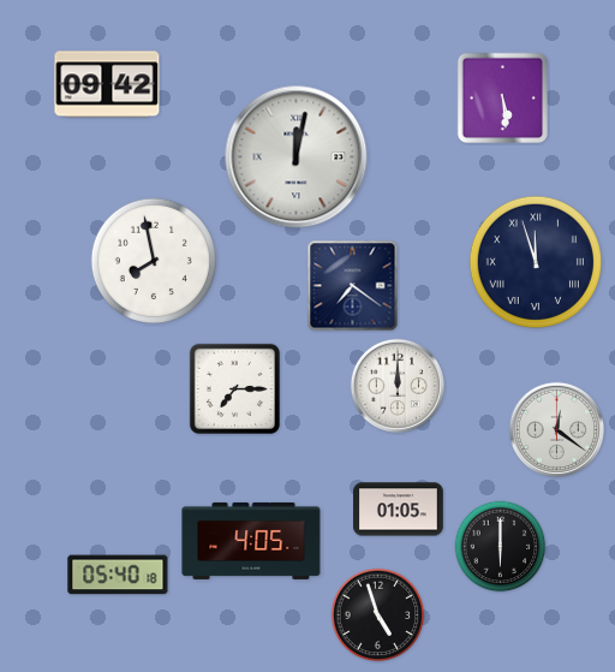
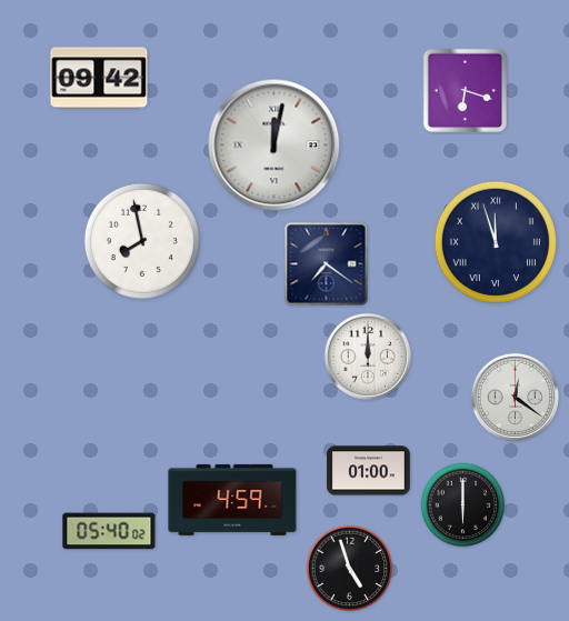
clock at (502, 97): 5:29 -> 6:18
clock at (234, 388): 7:15 -> none
clock at (399, 510): 01:05 -> 01:00
clock at (251, 541): 4:05 -> 4:59
clock at (118, 575): 05:40:18 -> 05:40:02
